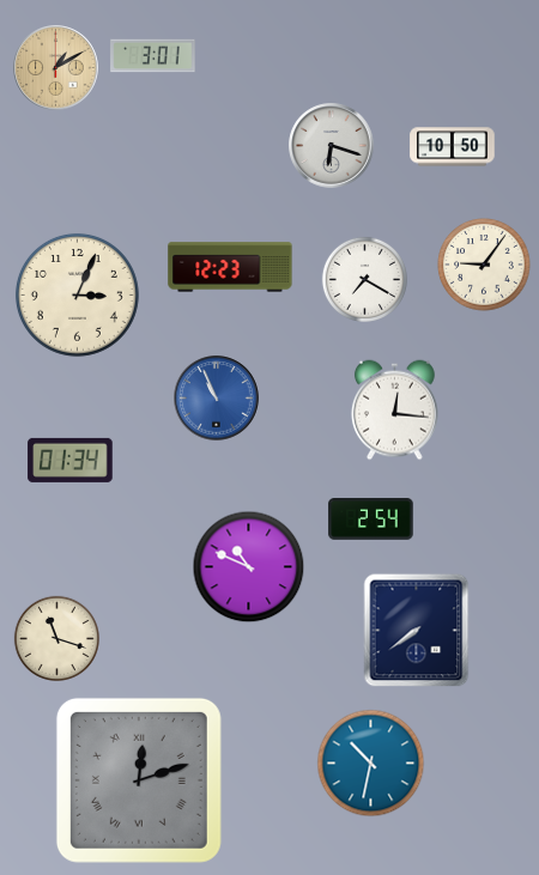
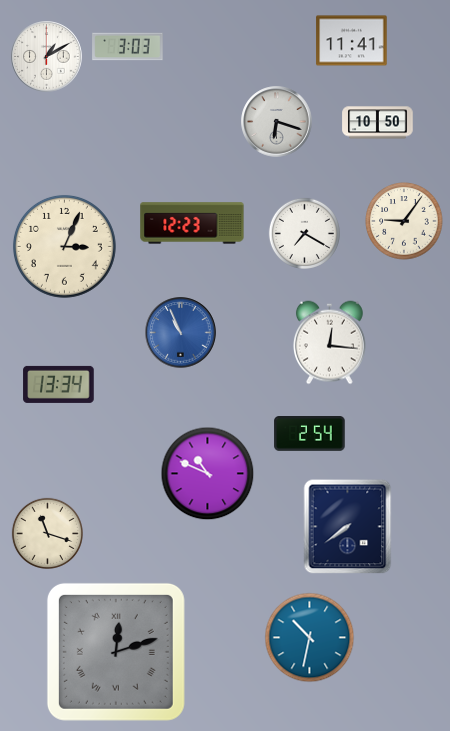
clock at (352, 41): none -> 11:41
clock at (153, 56): 3:01 -> 3:03
clock at (56, 68) dial: champagne -> white
clock at (71, 460): 01:34 -> 13:34
